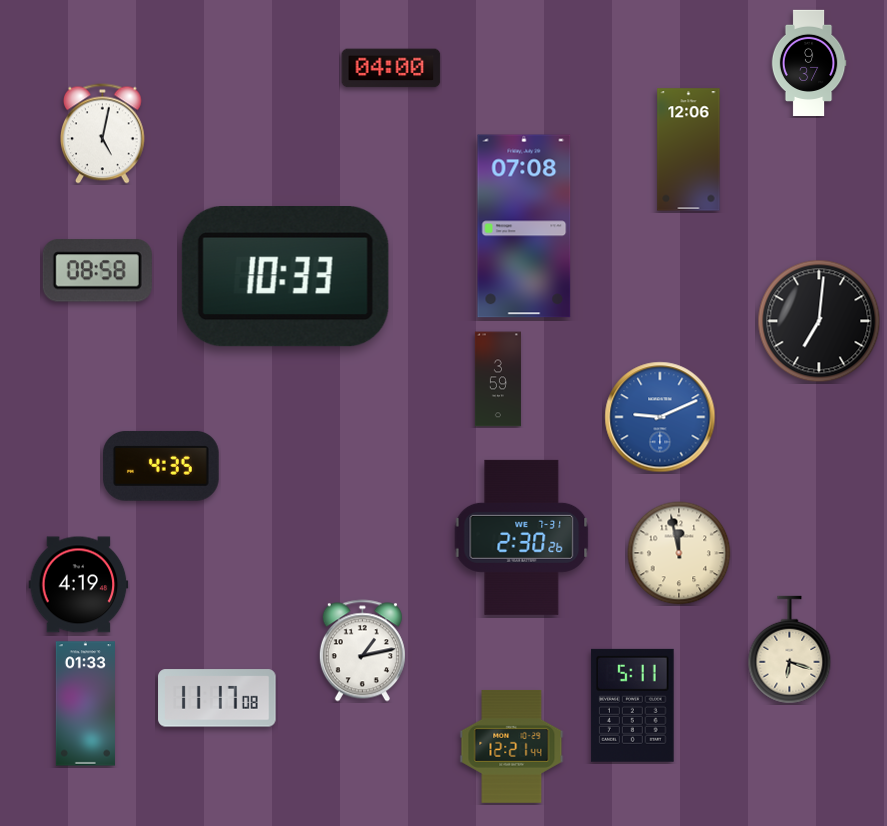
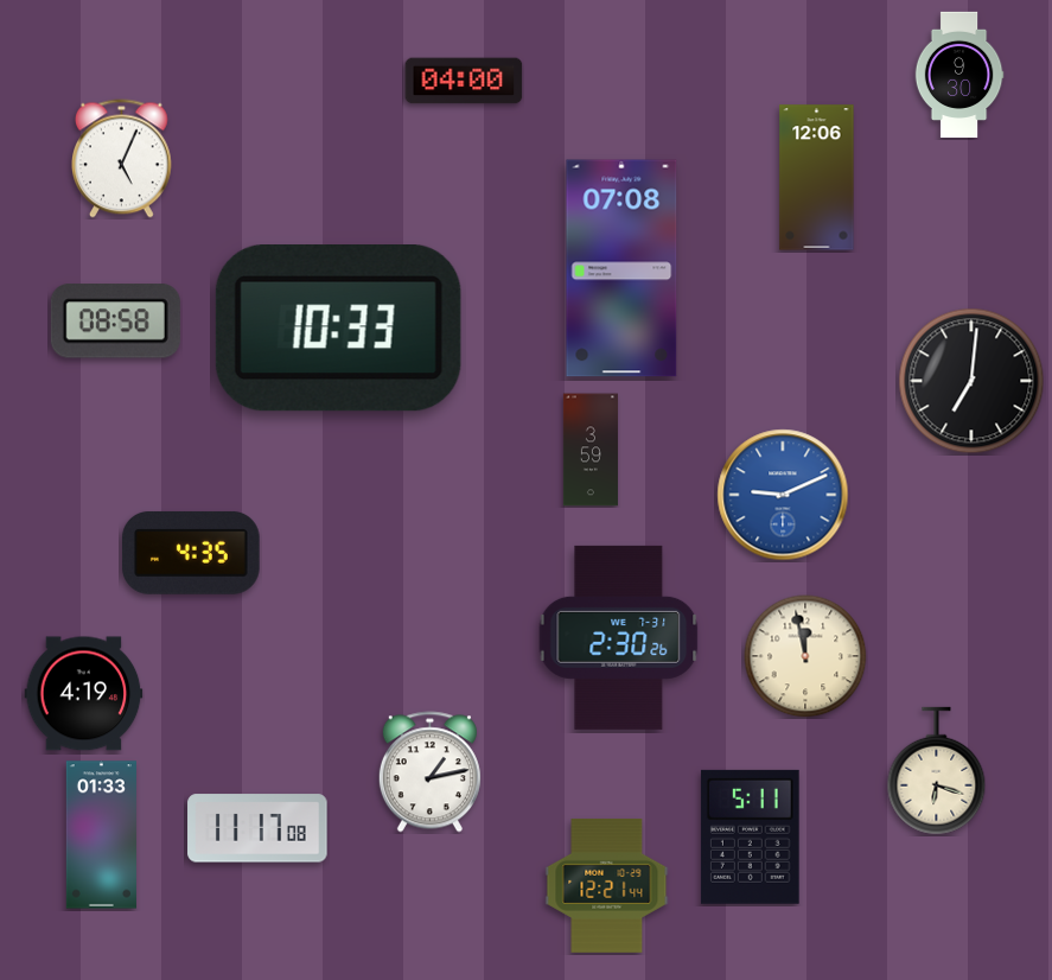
clock at (809, 62): 9:37 -> 9:30
clock at (103, 134): 5:02 -> 5:04
clock at (79, 585) position: (79, 585) -> (84, 694)
